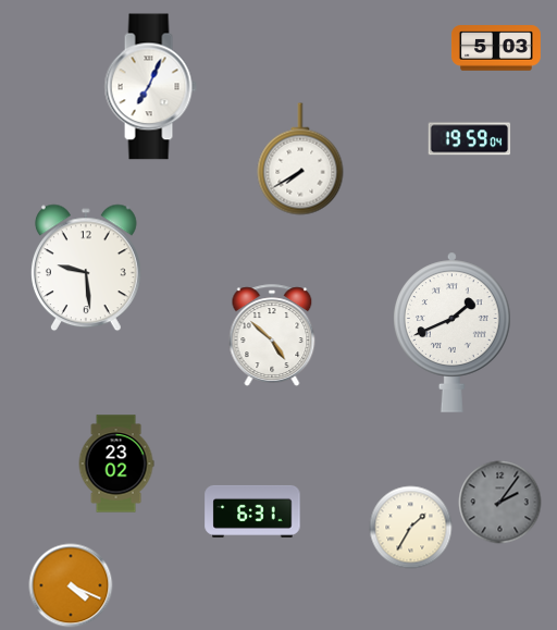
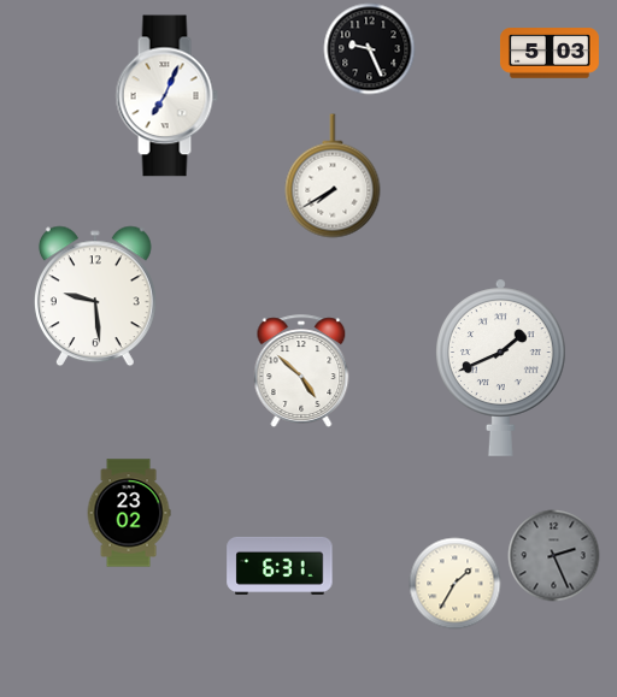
clock at (370, 49): none -> 9:26
clock at (470, 139): 19:59 -> none
clock at (500, 503): 2:06 -> 2:26
clock at (71, 585): 4:19 -> none
